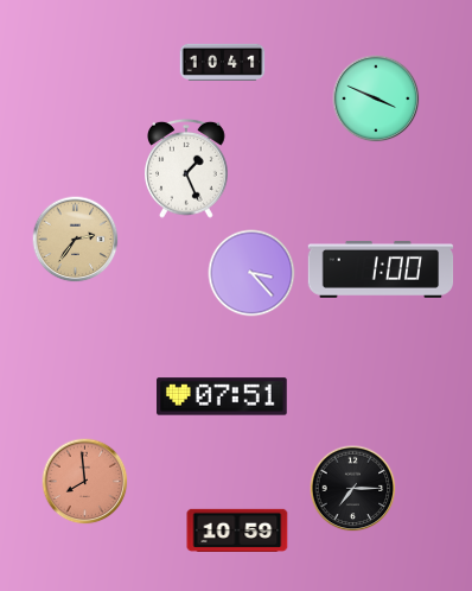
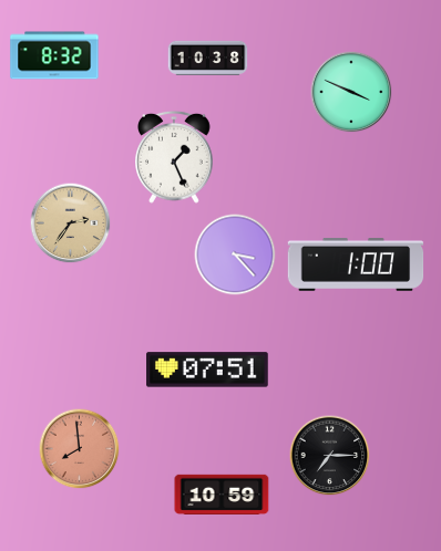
clock at (54, 55): none -> 8:32
clock at (223, 62): 10:41 -> 10:38
clock at (381, 271) position: (381, 271) -> (356, 266)
